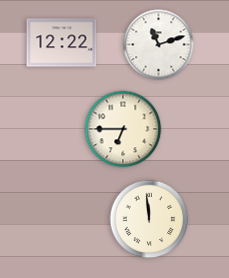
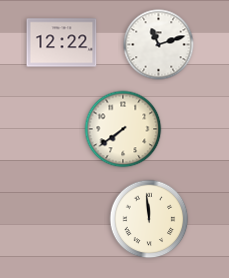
clock at (123, 129): 6:45 -> 7:39
